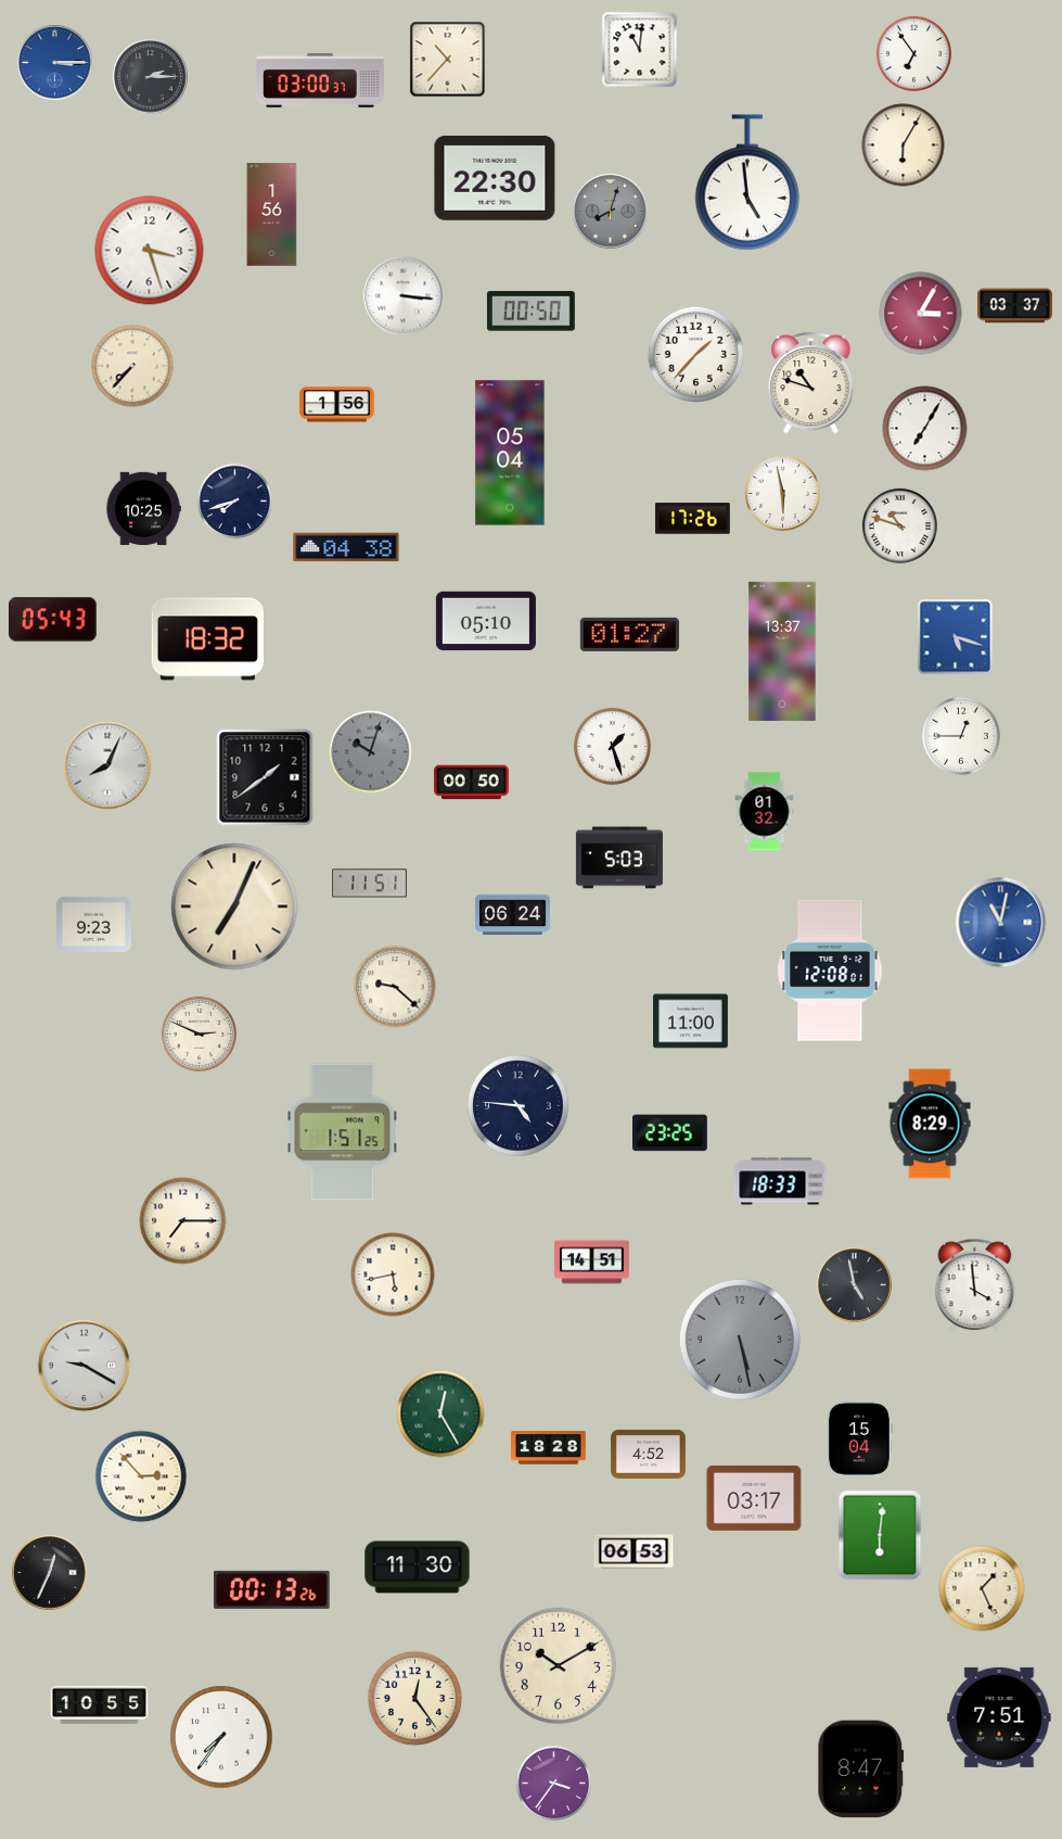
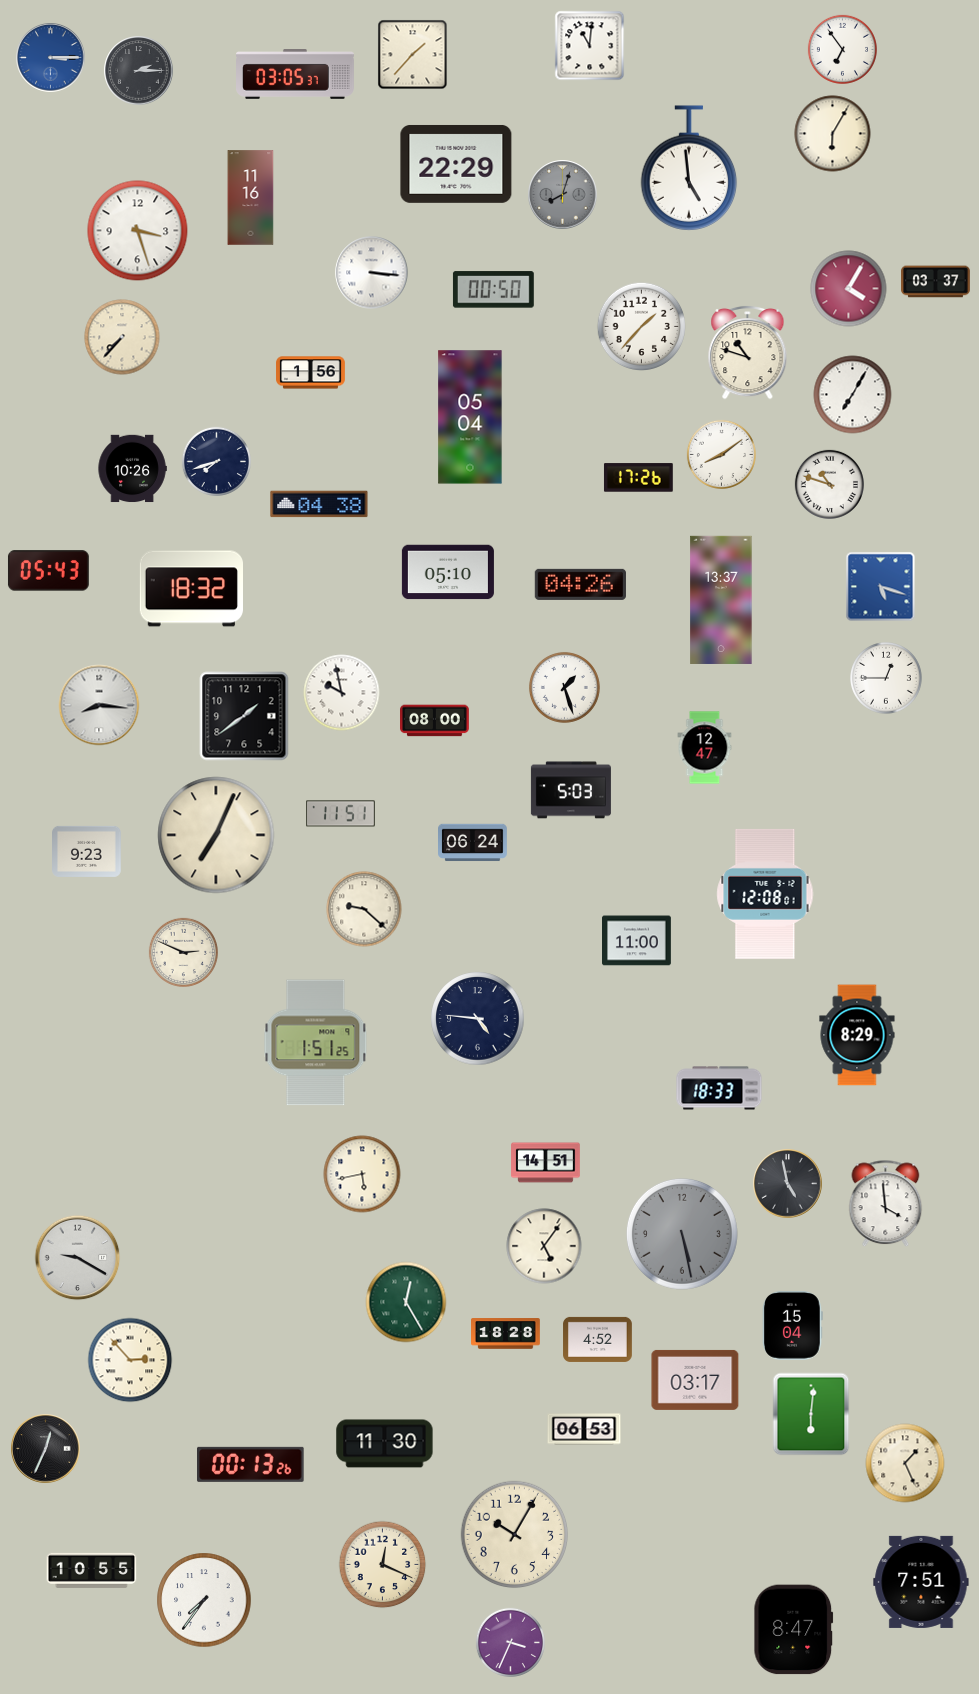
clock at (448, 60): 10:37 -> 1:37
clock at (321, 81): 03:00 -> 03:05
clock at (495, 178): 22:30 -> 22:29
clock at (272, 215): 1:56 -> 11:16
clock at (530, 312) position: (530, 312) -> (493, 290)
clock at (921, 314): 3:05 -> 4:05
clock at (782, 493): 5:58 -> 8:09
clock at (143, 509): 10:25 -> 10:26
clock at (629, 634): 01:27 -> 04:26
clock at (371, 752): 10:03 -> 9:58
clock at (371, 752) dial: grey -> white
clock at (107, 765): 8:04 -> 8:16
clock at (472, 783): 00:50 -> 08:00
clock at (765, 812): 01:32 -> 12:47
clock at (1001, 923): 11:02 -> none
clock at (670, 1133): 23:25 -> none
clock at (183, 1221): 7:15 -> none
clock at (975, 1286) position: (975, 1286) -> (886, 1204)
clock at (544, 1246): none -> 5:06
clock at (559, 1666): 10:10 -> 10:05
clock at (415, 1699): 12:24 -> 12:19
clock at (553, 1783): 3:36 -> 3:34
